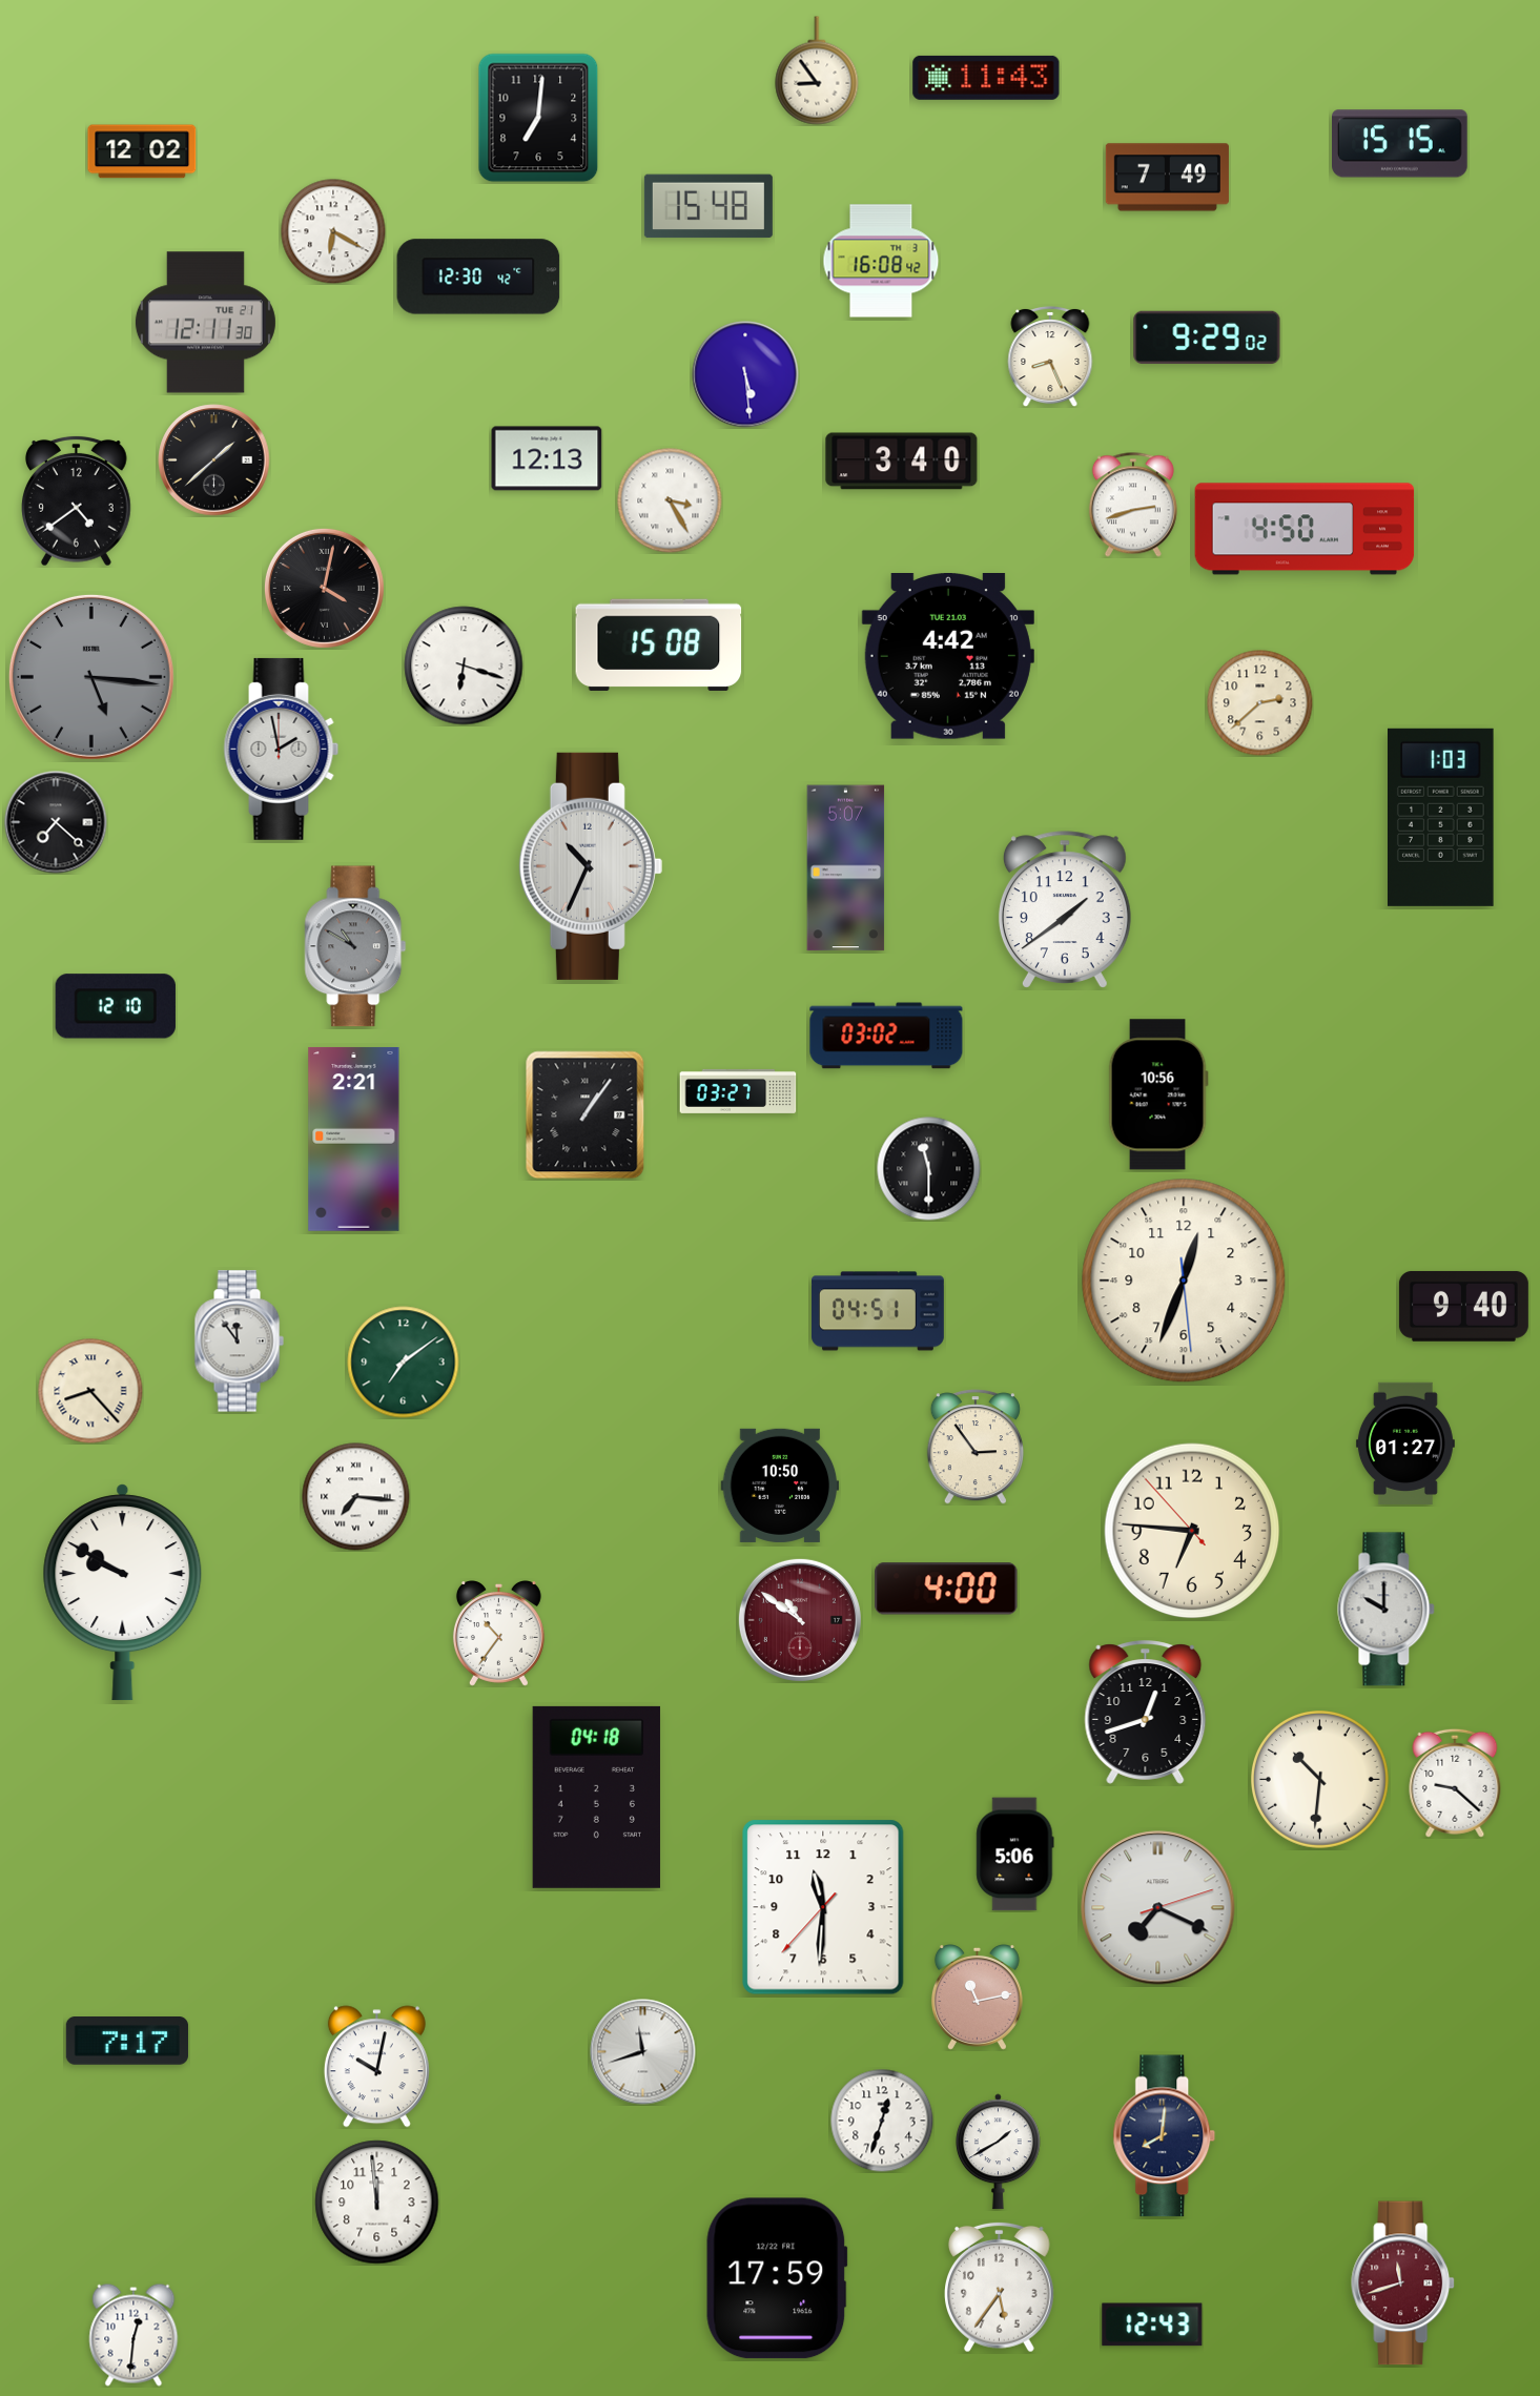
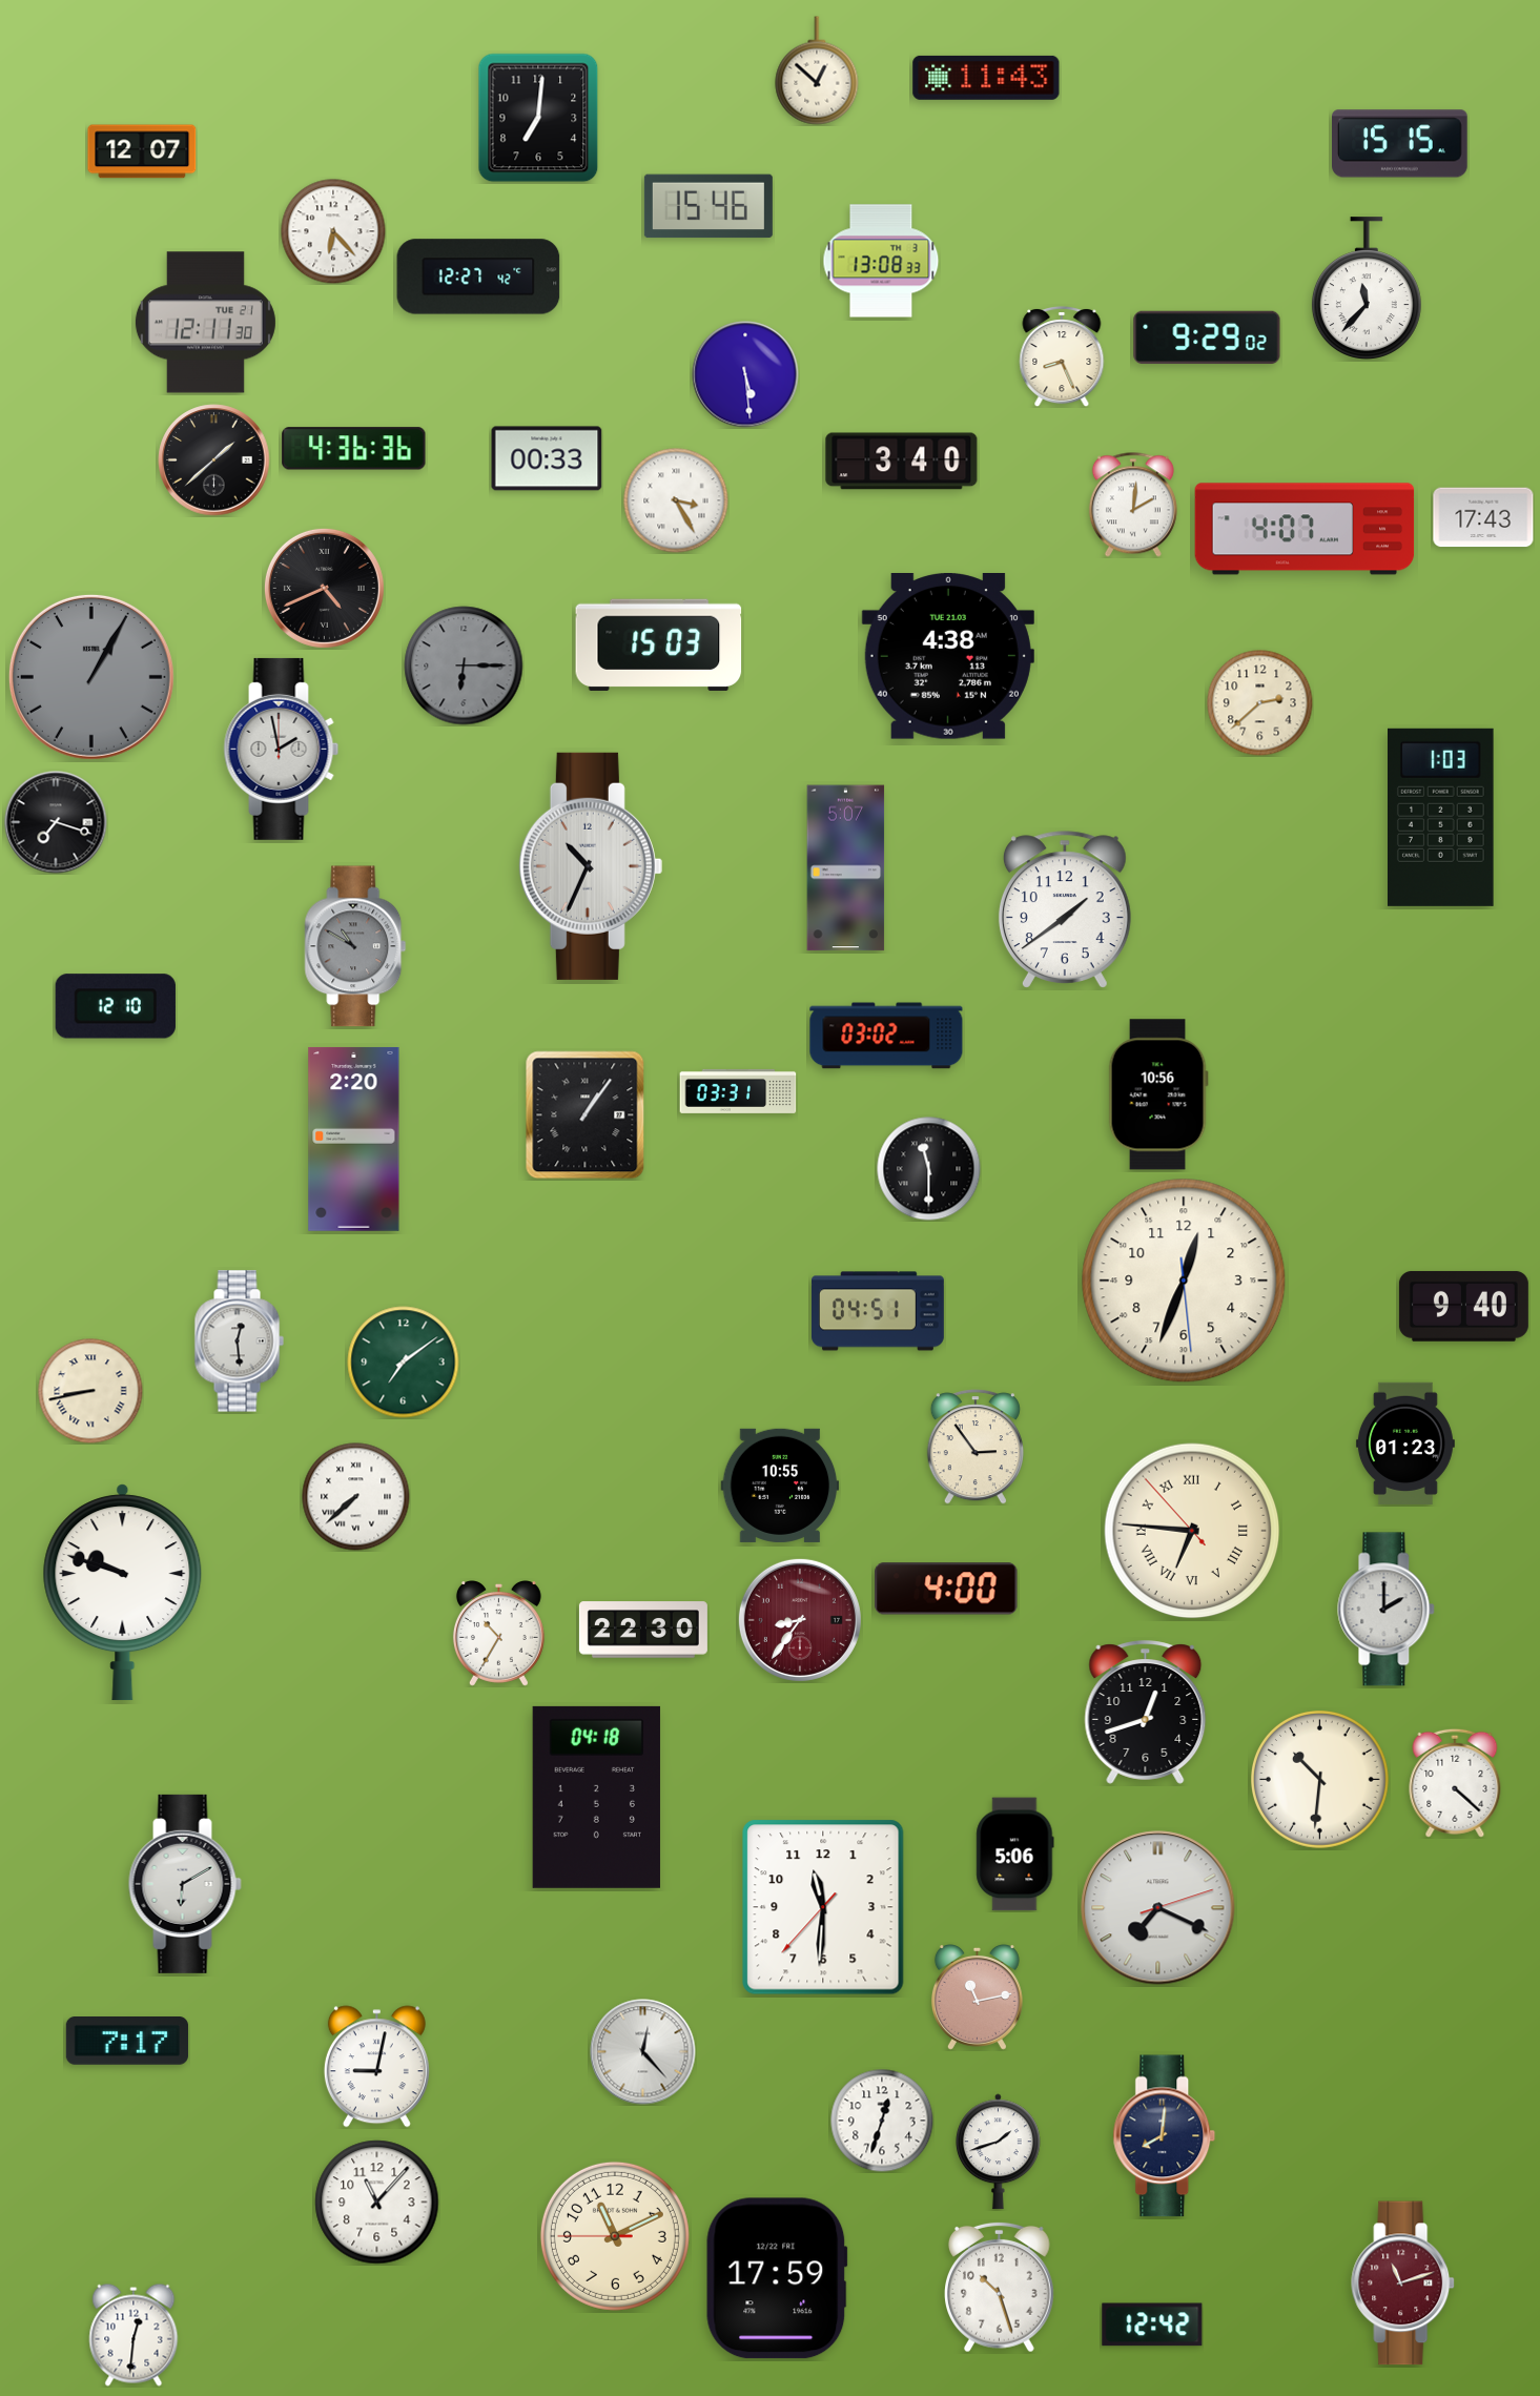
clock at (817, 70): 8:54 -> 12:52
clock at (142, 151): 12:02 -> 12:07
clock at (1167, 178): 7:49 -> none
clock at (709, 206): 15:48 -> 15:46
clock at (333, 231): 6:20 -> 6:23
clock at (881, 261): 16:08 -> 13:08
clock at (478, 277): 12:30 -> 12:27
clock at (1367, 288): none -> 11:37
clock at (1050, 356) position: (1050, 356) -> (1062, 356)
clock at (354, 449): none -> 4:36
clock at (547, 458): 12:13 -> 00:33
clock at (77, 500): 4:39 -> none
clock at (670, 500) position: (670, 500) -> (676, 500)
clock at (1133, 505): 2:42 -> 2:01
clock at (1483, 517): none -> 17:43
clock at (1305, 529): 4:50 -> 4:07
clock at (324, 588): 4:02 -> 4:41
clock at (659, 644): 15:08 -> 15:03
clock at (948, 657): 4:42 -> 4:38
clock at (464, 665): 6:18 -> 6:15
clock at (464, 665) dial: white -> grey
clock at (91, 677): 5:16 -> 1:05
clock at (56, 822): 7:22 -> 7:18
clock at (738, 1091): 03:27 -> 03:31
clock at (354, 1139): 2:21 -> 2:20
clock at (239, 1342): 11:54 -> 12:29
clock at (90, 1391): 8:23 -> 8:43
clock at (1405, 1442): 01:27 -> 01:23
clock at (780, 1486): 10:50 -> 10:55
clock at (356, 1497): 7:16 -> 7:38
clock at (1192, 1531) numerals: Arabic -> Roman
clock at (123, 1593): 9:50 -> 9:48
clock at (1387, 1610): 10:00 -> 2:00
clock at (800, 1620): 10:51 -> 8:36
clock at (643, 1630): none -> 22:30
clock at (498, 1634): 10:36 -> 10:35
clock at (1455, 1783): 9:22 -> 4:22
clock at (185, 1884): none -> 6:10
clock at (643, 2052): 11:42 -> 12:23
clock at (376, 2067): 10:02 -> 9:02
clock at (998, 2152): 1:40 -> 1:42
clock at (377, 2203): 11:59 -> 11:07
clock at (615, 2236): none -> 11:10
clock at (1403, 2284): 11:42 -> 11:12
clock at (1000, 2287): 5:36 -> 10:27
clock at (1152, 2325): 12:43 -> 12:42
